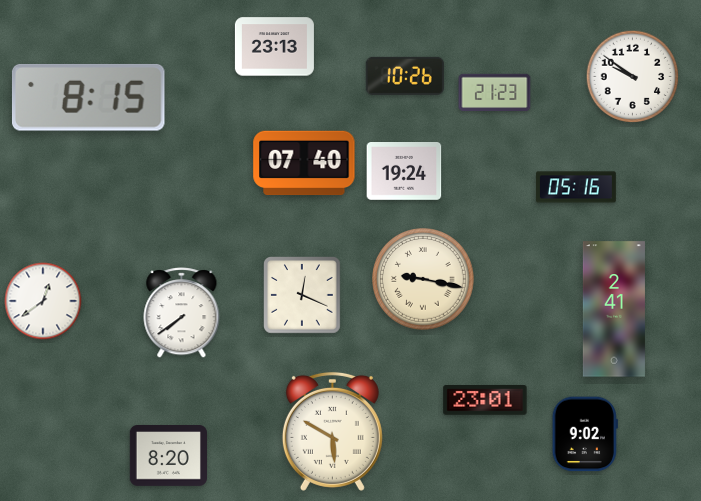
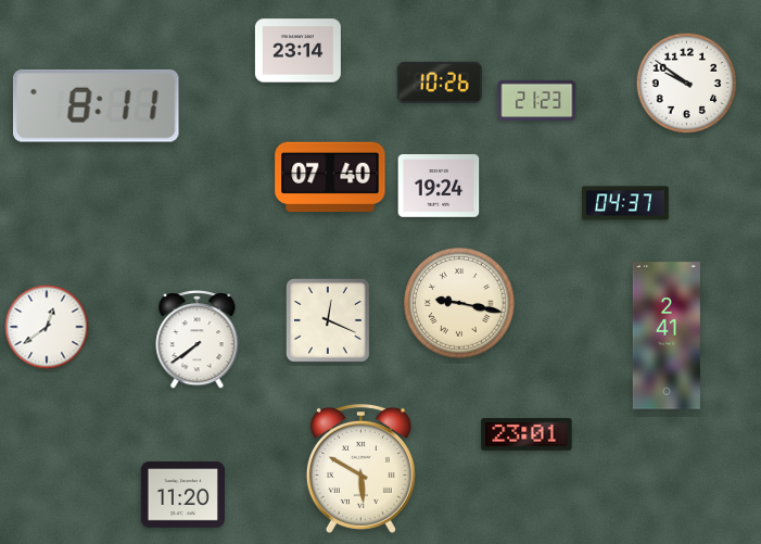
clock at (274, 47): 23:13 -> 23:14
clock at (88, 97): 8:15 -> 8:11
clock at (576, 187): 05:16 -> 04:37
clock at (585, 434): 9:02 -> none
clock at (168, 456): 8:20 -> 11:20
